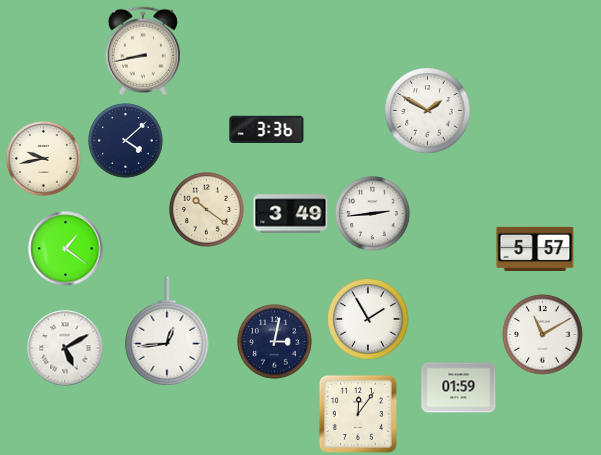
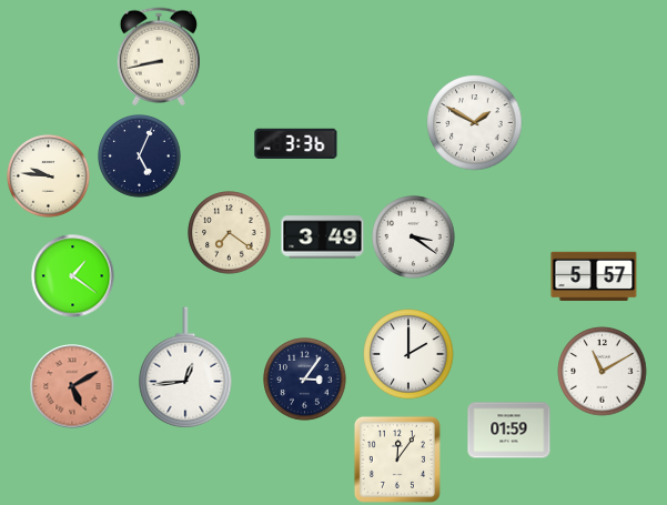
clock at (126, 141): 4:08 -> 5:04
clock at (44, 159): 9:43 -> 9:46
clock at (207, 210): 10:21 -> 7:21
clock at (373, 214): 2:44 -> 3:21
clock at (368, 319): 1:55 -> 2:00
clock at (275, 342): 3:02 -> 3:06
clock at (65, 348) dial: white -> salmon
